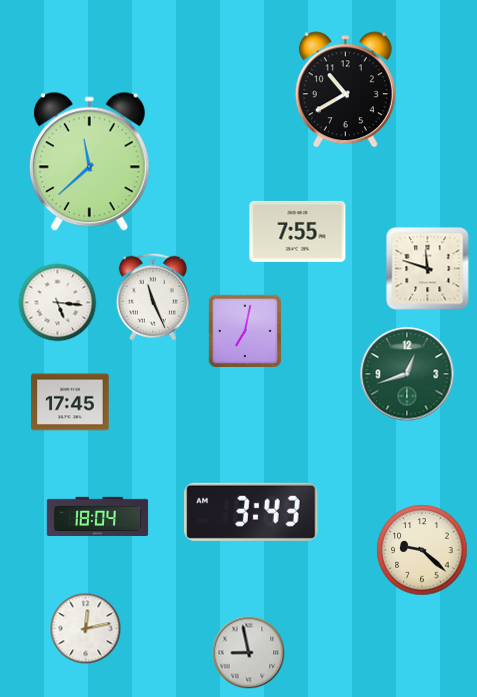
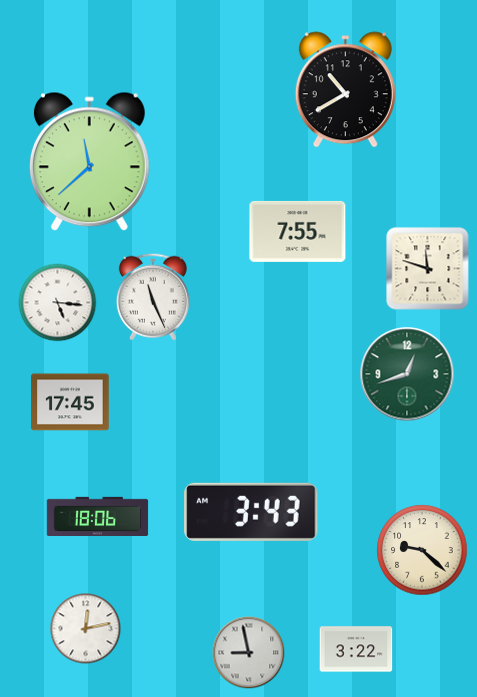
clock at (245, 331): 7:02 -> none
clock at (98, 516): 18:04 -> 18:06
clock at (356, 649): none -> 3:22
